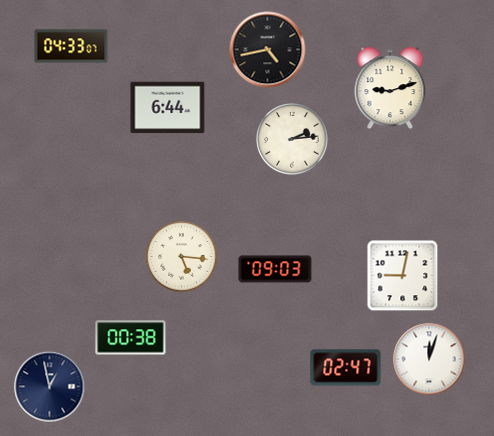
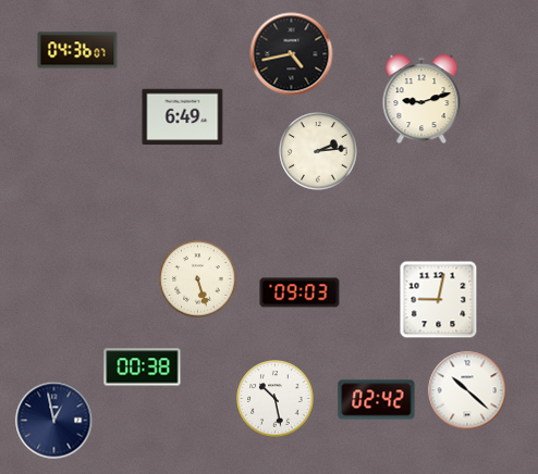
clock at (71, 46): 04:33 -> 04:36
clock at (390, 88) position: (390, 88) -> (421, 99)
clock at (168, 108): 6:44 -> 6:49
clock at (182, 257): 5:16 -> 5:27
clock at (429, 359): 12:03 -> 10:22
clock at (276, 399): none -> 10:28
clock at (346, 368): 02:47 -> 02:42
